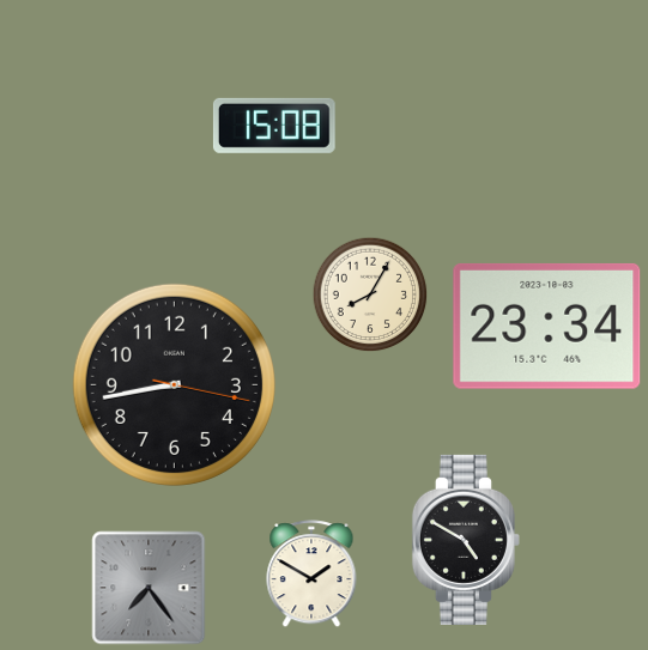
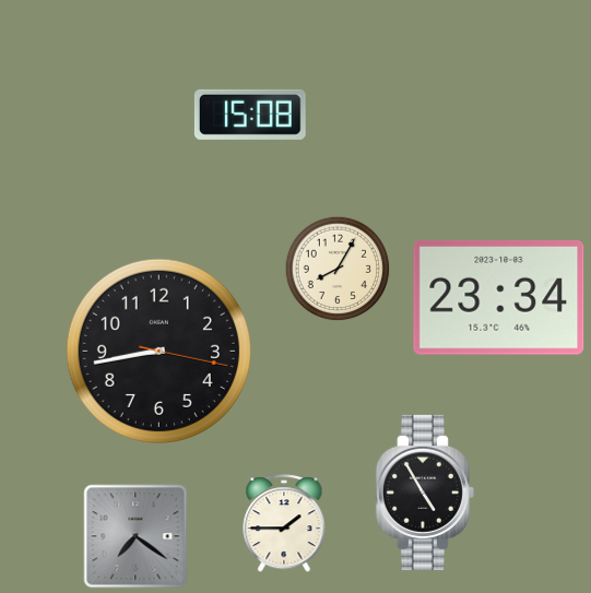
clock at (466, 540): 4:50 -> 4:55
clock at (311, 575): 1:50 -> 1:45
clock at (149, 588): 7:24 -> 7:21
